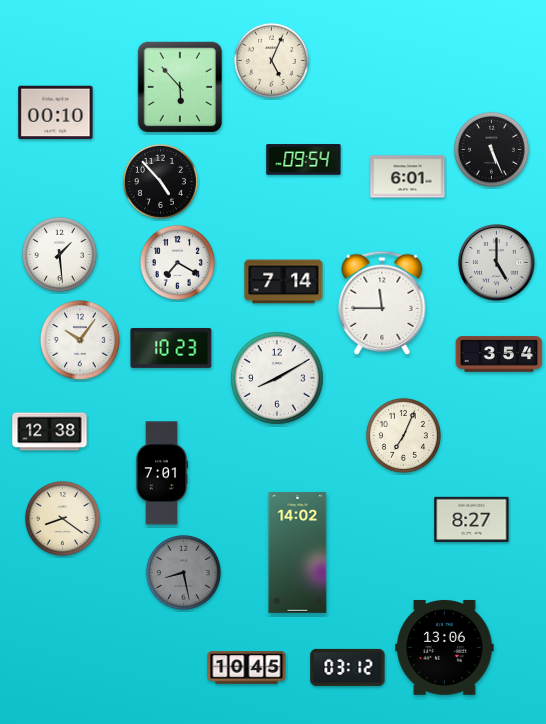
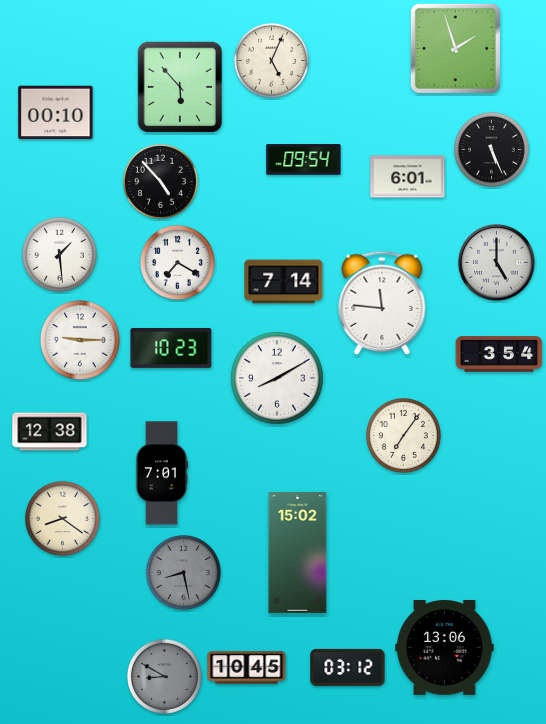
clock at (455, 48): none -> 1:57
clock at (382, 303): 11:45 -> 11:46
clock at (80, 340): 10:06 -> 9:15
clock at (403, 435): 7:04 -> 7:06
clock at (472, 519): 8:27 -> none
clock at (298, 552): 14:02 -> 15:02
clock at (164, 676): none -> 8:50
